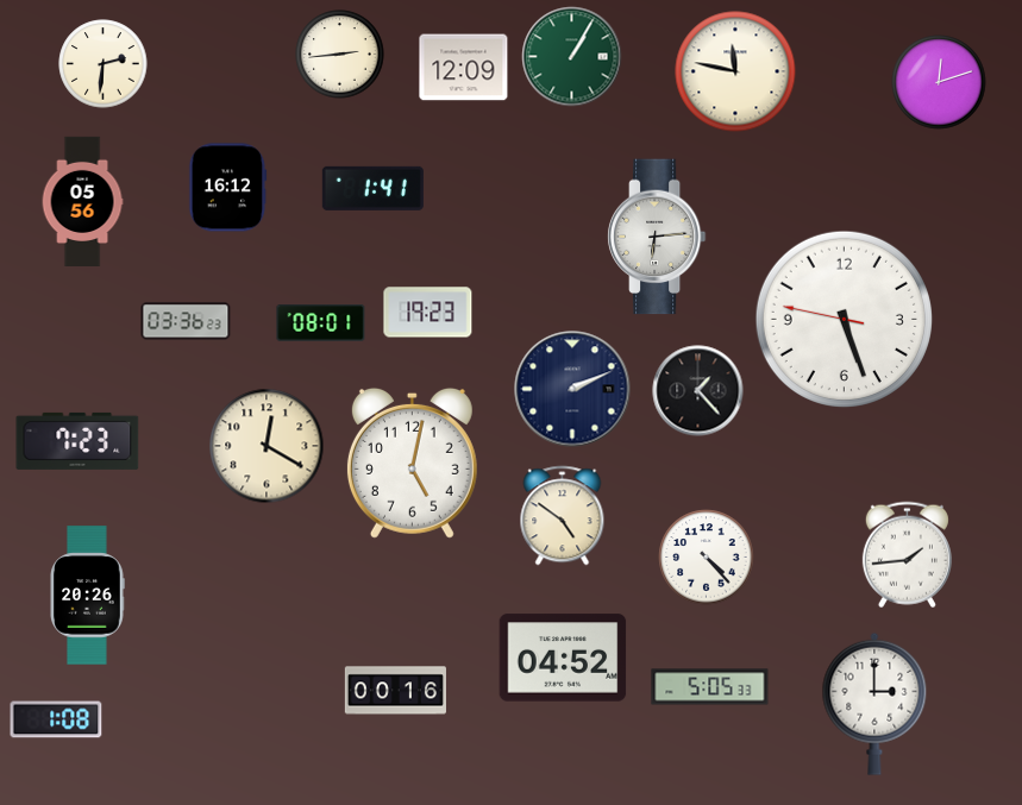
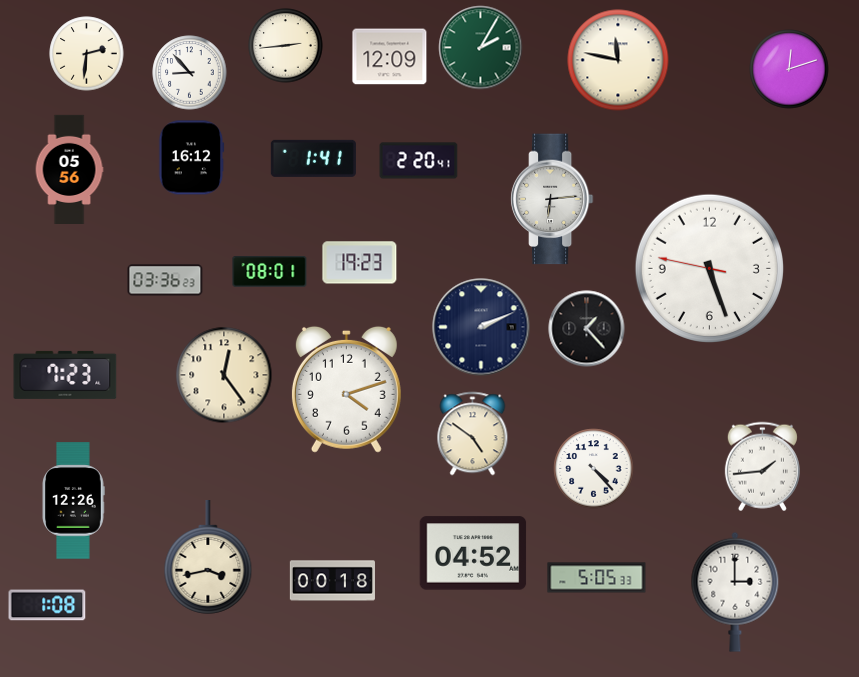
clock at (572, 57): 1:05 -> 2:05
clock at (190, 73): none -> 8:53
clock at (419, 161): none -> 2:20
clock at (186, 321) position: (186, 321) -> (165, 280)
clock at (77, 441) position: (77, 441) -> (65, 375)
clock at (267, 446): 12:20 -> 12:24
clock at (412, 463): 5:02 -> 4:12
clock at (87, 596): 20:26 -> 12:26
clock at (208, 558): none -> 3:43
clock at (395, 691): 00:16 -> 00:18
